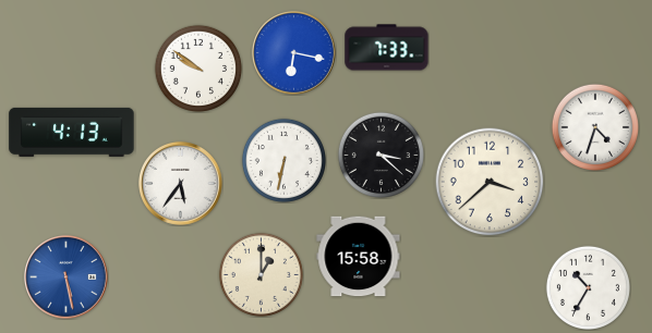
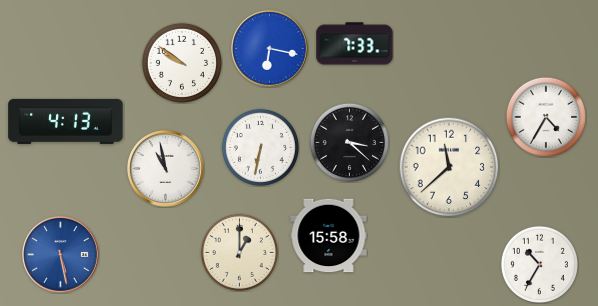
clock at (595, 127): 4:33 -> 4:35
clock at (490, 182): 3:38 -> 11:38
clock at (181, 184): 5:36 -> 10:58
